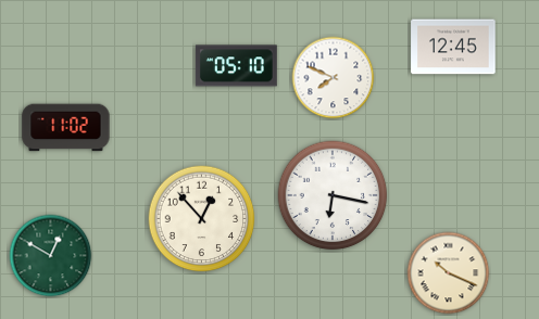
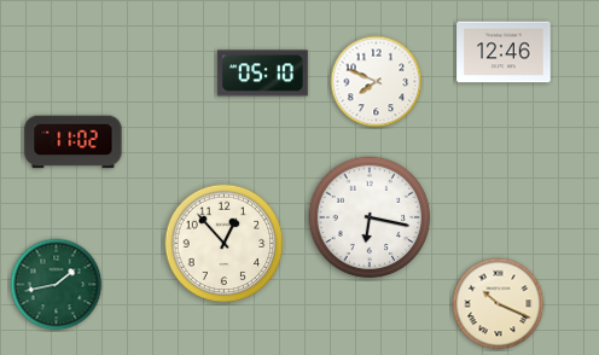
clock at (453, 47): 12:45 -> 12:46
clock at (334, 78) position: (334, 78) -> (377, 82)
clock at (51, 256): 12:50 -> 1:43
